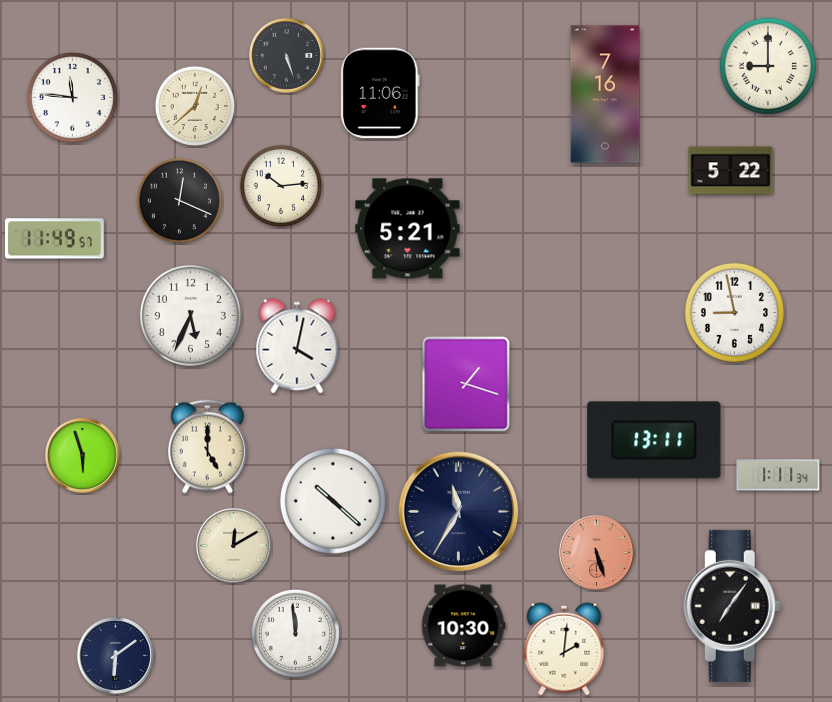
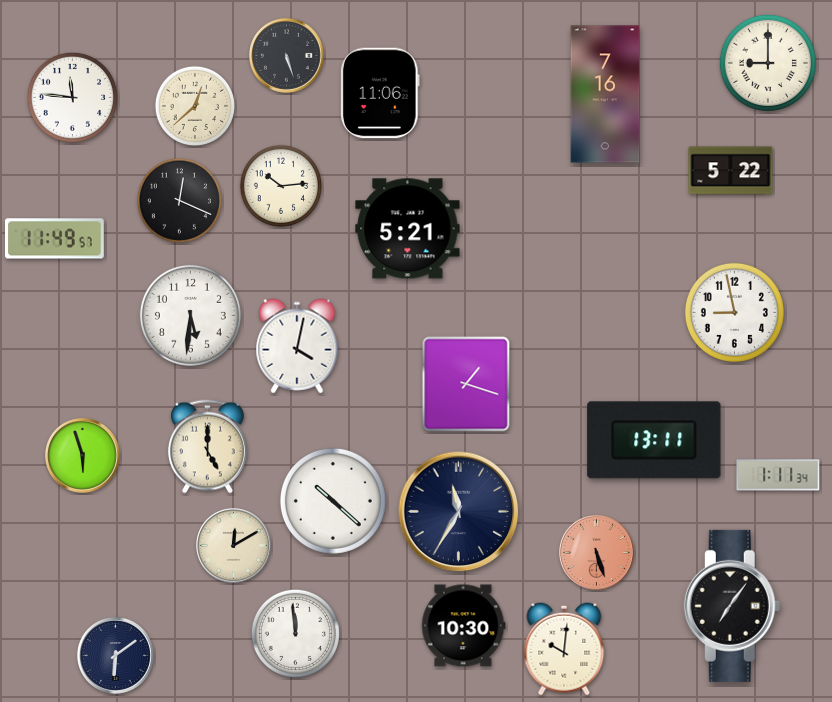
clock at (768, 66) position: (768, 66) -> (768, 63)
clock at (190, 315): 5:34 -> 5:31
clock at (564, 649): 2:01 -> 10:01
